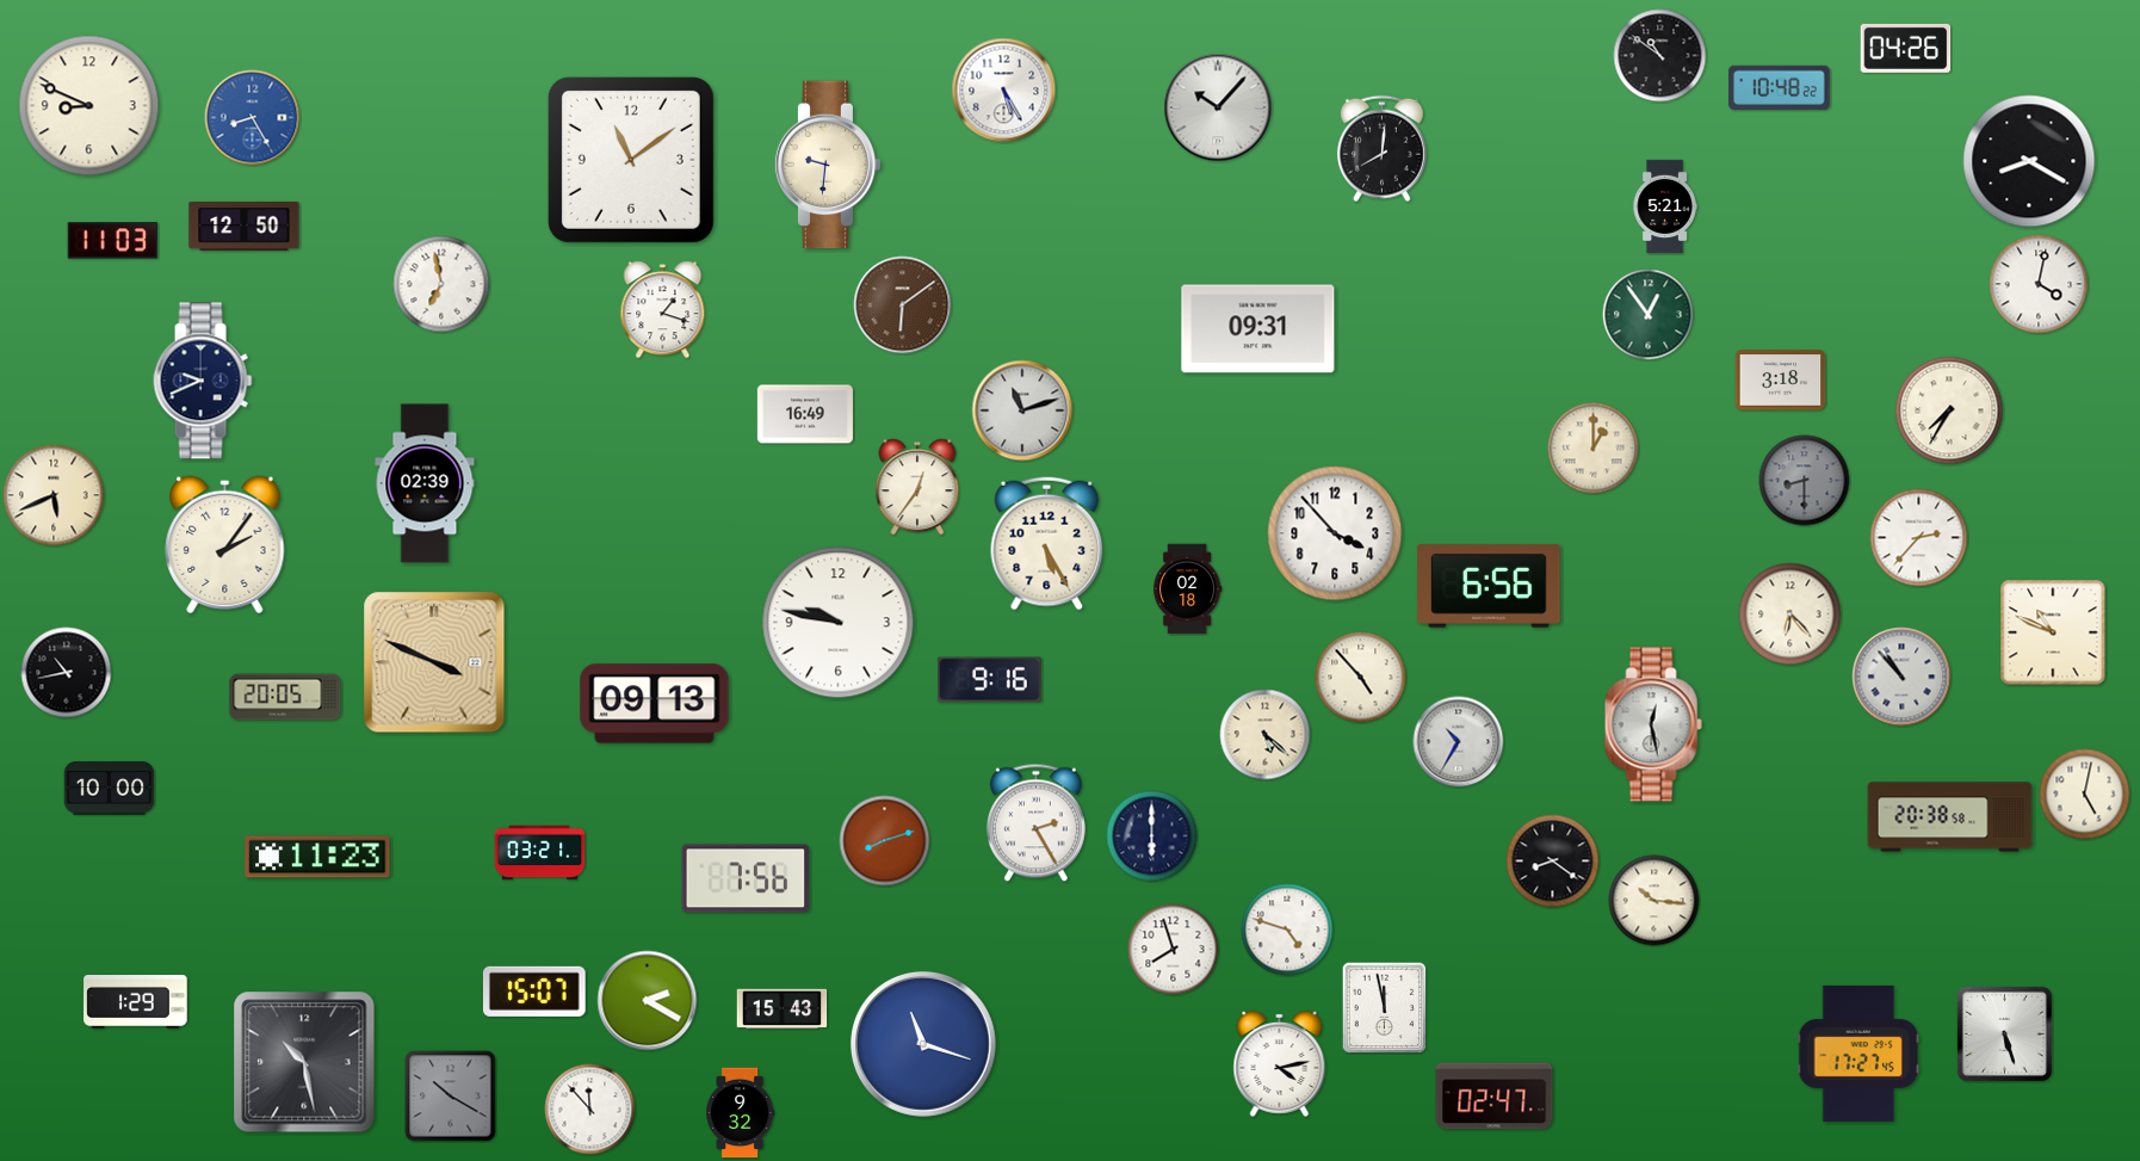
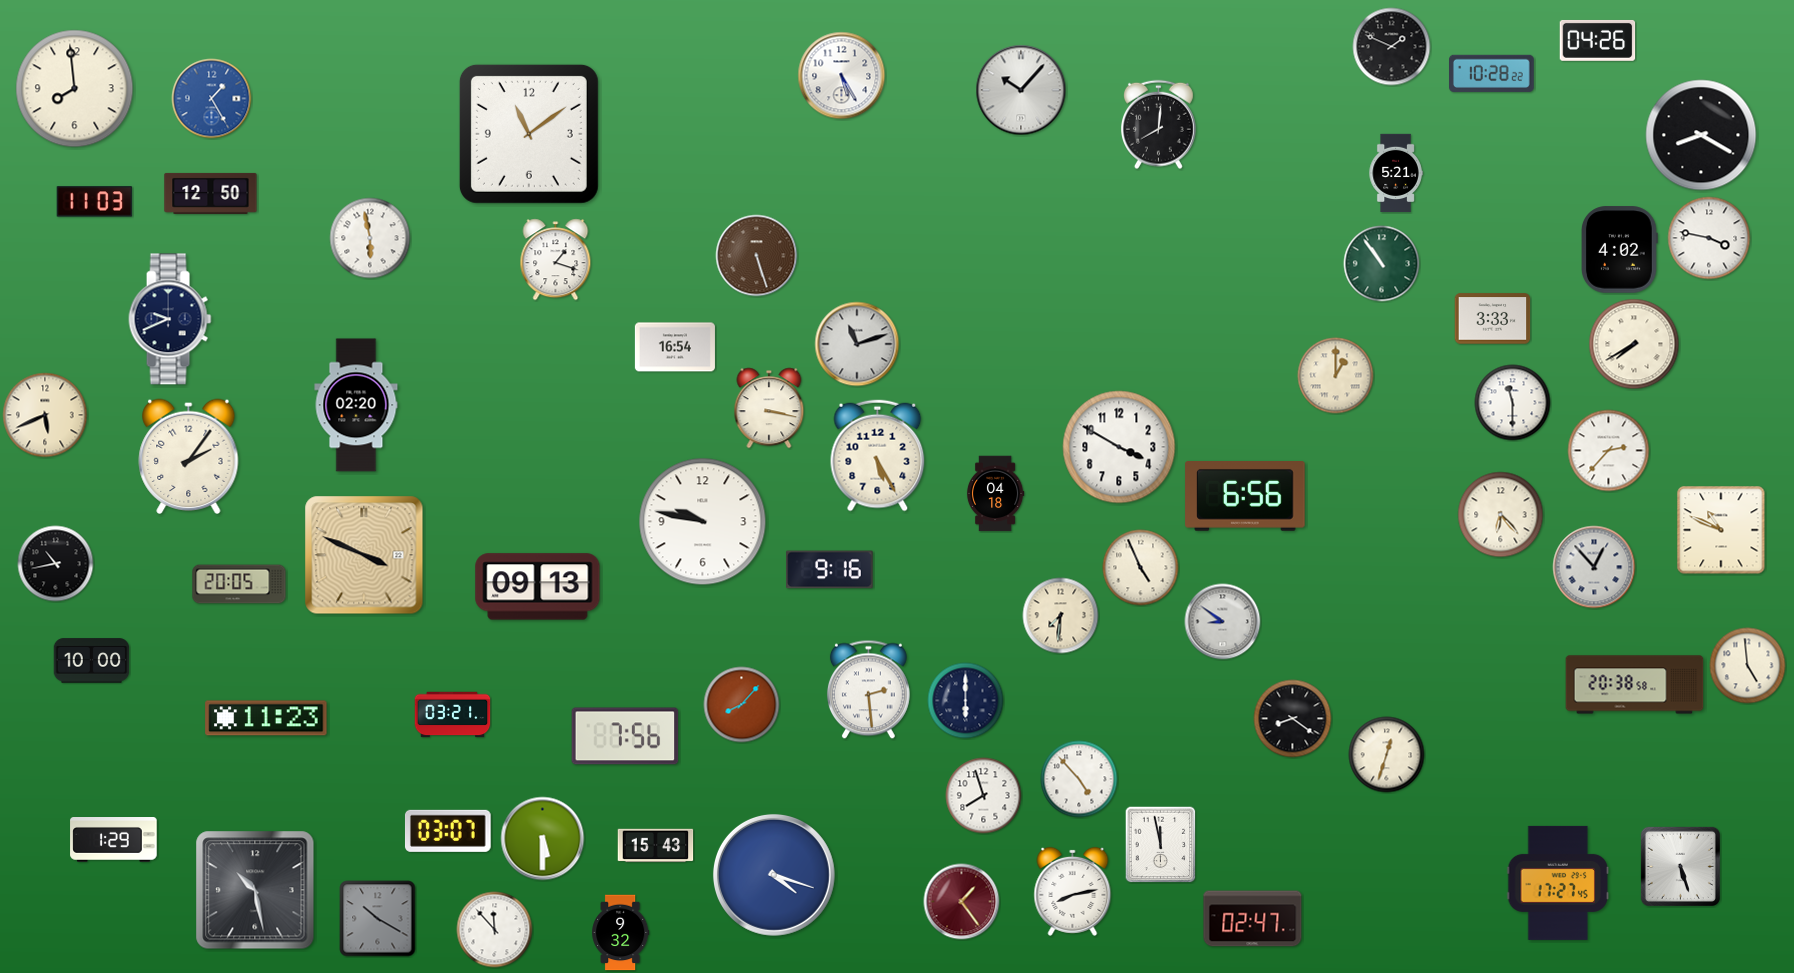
clock at (1660, 56): 10:51 -> 1:49
clock at (1780, 87): 10:48 -> 10:28
clock at (89, 106): 8:49 -> 7:59
clock at (253, 118): 8:25 -> 1:25
clock at (828, 165): 9:31 -> none
clock at (245, 226) position: (245, 226) -> (211, 193)
clock at (441, 284): 6:58 -> 5:58
clock at (2039, 284): 4:02 -> 3:47
clock at (1620, 250): none -> 4:02
clock at (903, 305): 6:09 -> 5:27
clock at (1649, 315): 12:54 -> 10:54
clock at (1258, 329): 09:31 -> none
clock at (1781, 381): 3:18 -> 3:33
clock at (1949, 410): 7:35 -> 7:40
clock at (805, 414): 16:49 -> 16:54
clock at (1805, 481): 8:30 -> 11:30
clock at (1805, 481) dial: grey -> white
clock at (425, 483): 02:39 -> 02:20
clock at (917, 487): 12:36 -> 3:17
clock at (1335, 533): 3:53 -> 3:50
clock at (1489, 587) position: (1489, 587) -> (1245, 497)
clock at (1187, 589): 02:18 -> 04:18
clock at (1901, 677): 10:53 -> 12:53
clock at (1361, 678): 4:53 -> 4:56
clock at (655, 704) position: (655, 704) -> (538, 587)
clock at (1653, 724): 12:28 -> none
clock at (1266, 735): 5:22 -> 7:31
clock at (1459, 742): 10:35 -> 8:51
clock at (2085, 795): 5:02 -> 4:59
clock at (1035, 823): 2:25 -> 2:29
clock at (885, 841): 8:12 -> 8:07
clock at (1553, 862) position: (1553, 862) -> (1293, 719)
clock at (1655, 901): 10:16 -> 12:33
clock at (1287, 930): 4:48 -> 4:53
clock at (534, 992): 15:07 -> 03:07
clock at (648, 1001): 2:20 -> 5:30
clock at (923, 1044): 11:18 -> 4:18
clock at (1280, 1063): 4:13 -> 8:13
clock at (962, 902): none -> 1:24
